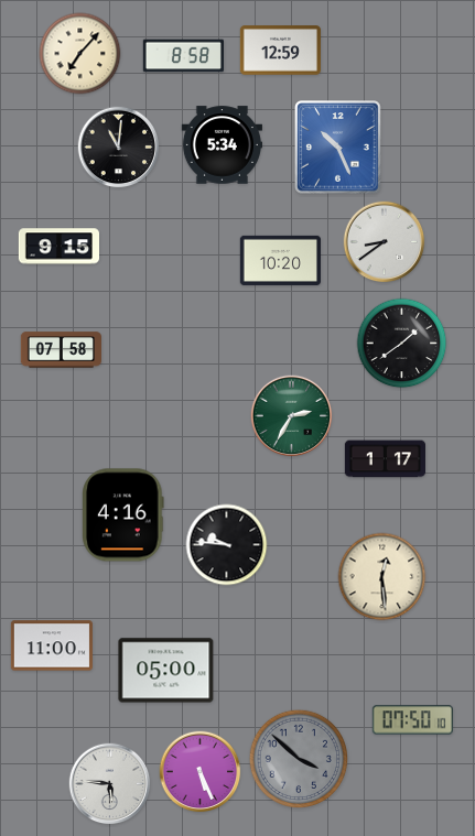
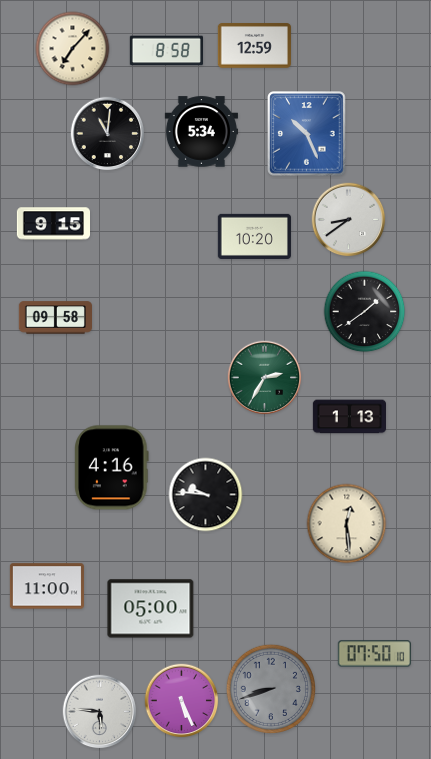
clock at (61, 350): 07:58 -> 09:58
clock at (385, 459): 1:17 -> 1:13
clock at (298, 758): 3:52 -> 8:42
